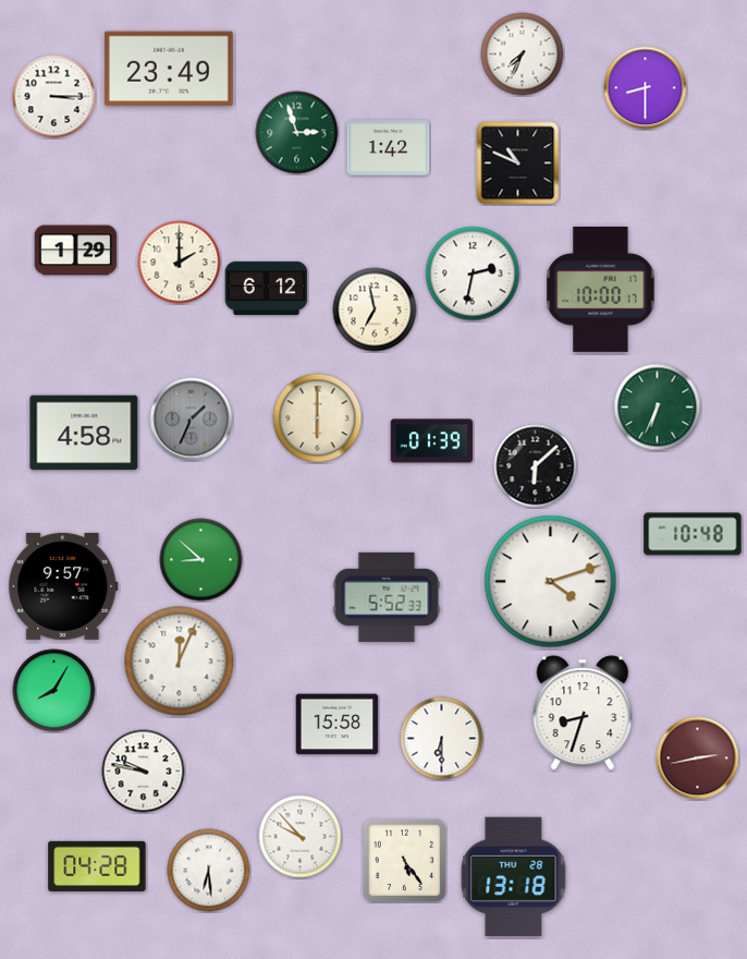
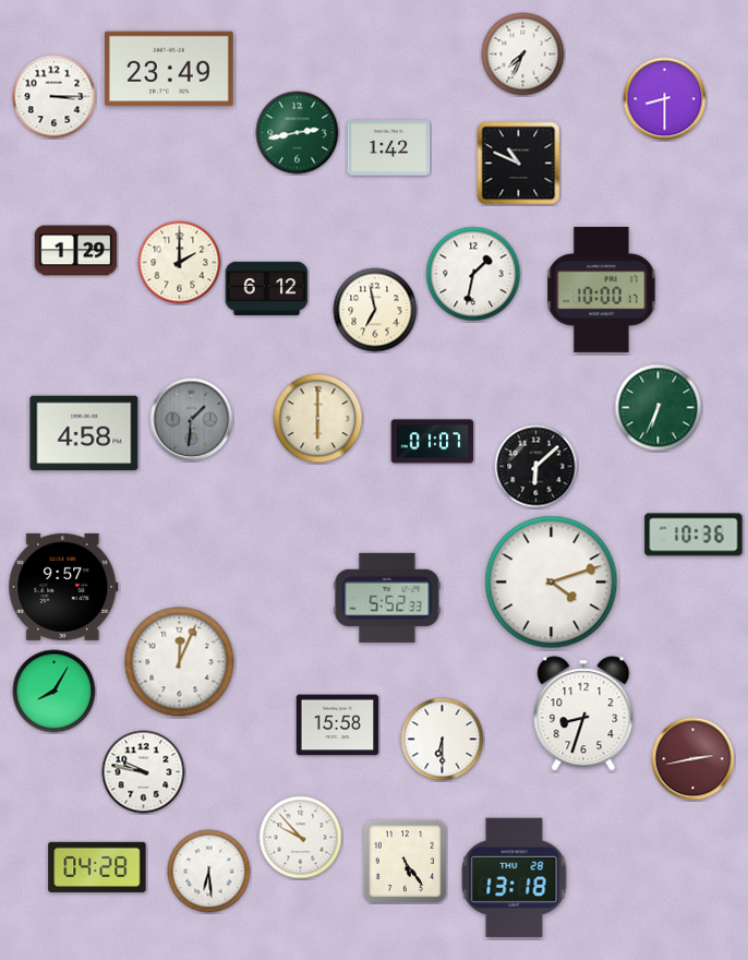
clock at (646, 88) position: (646, 88) -> (665, 99)
clock at (297, 133): 2:57 -> 2:43
clock at (473, 274): 2:32 -> 1:32
clock at (192, 420): 1:34 -> 1:31
clock at (432, 441): 01:39 -> 01:07
clock at (693, 534): 10:48 -> 10:36
clock at (201, 560): 8:52 -> none
clock at (698, 758) position: (698, 758) -> (693, 759)
